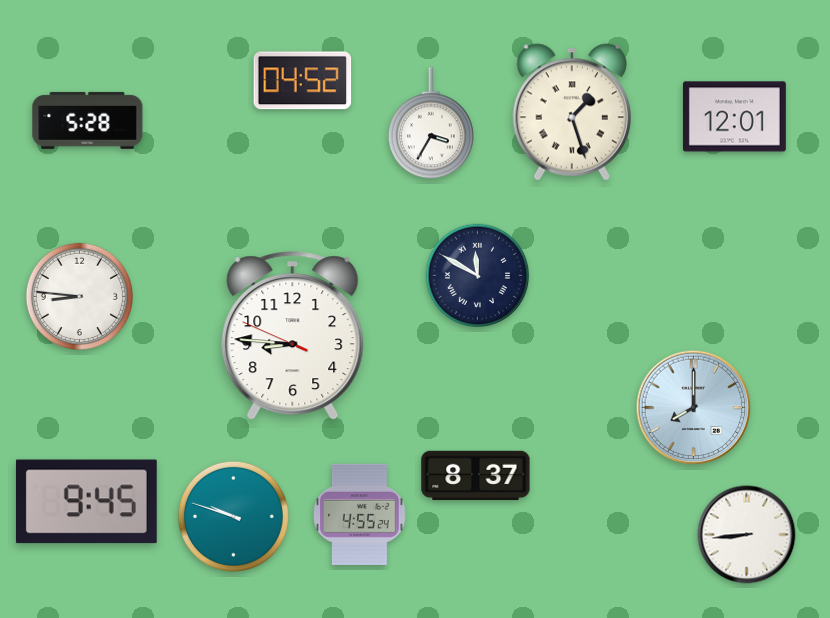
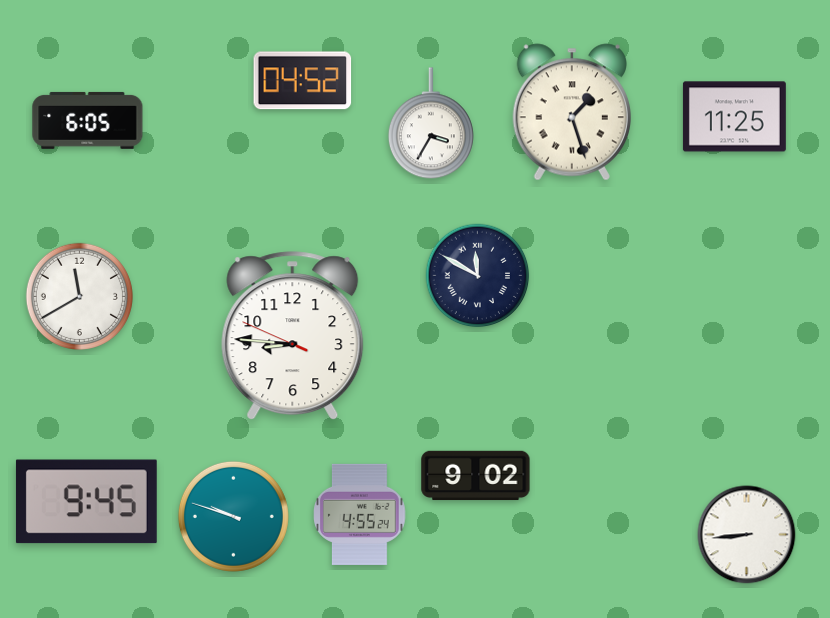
clock at (734, 117): 12:01 -> 11:25
clock at (88, 120): 5:28 -> 6:05
clock at (79, 296): 8:46 -> 11:40
clock at (694, 408): 8:00 -> none
clock at (476, 476): 8:37 -> 9:02
